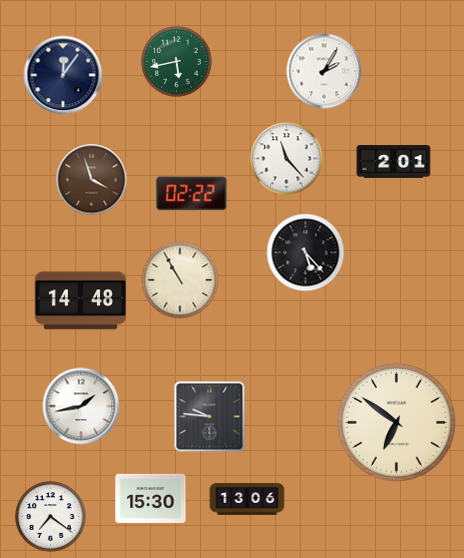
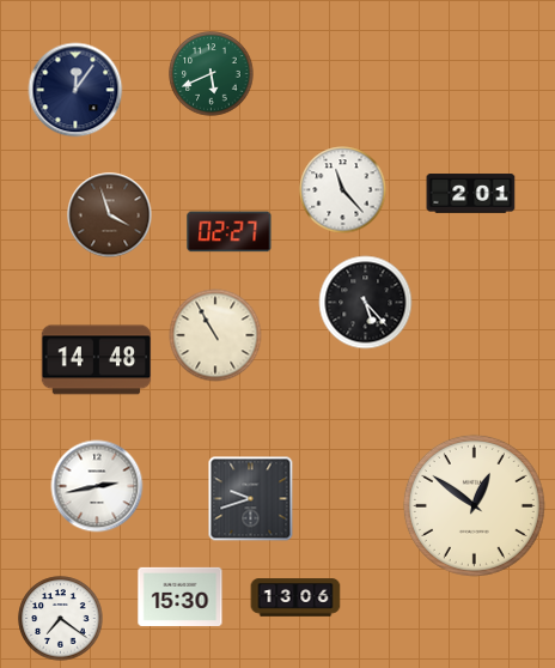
clock at (177, 62): 5:43 -> 5:41
clock at (324, 71): 2:05 -> none
clock at (192, 194): 02:22 -> 02:27
clock at (81, 406): 1:43 -> 2:43
clock at (210, 417): 9:46 -> 9:42
clock at (396, 422): 6:51 -> 12:51
